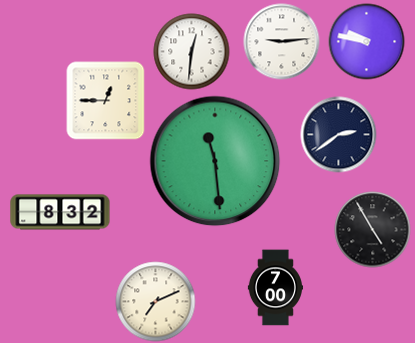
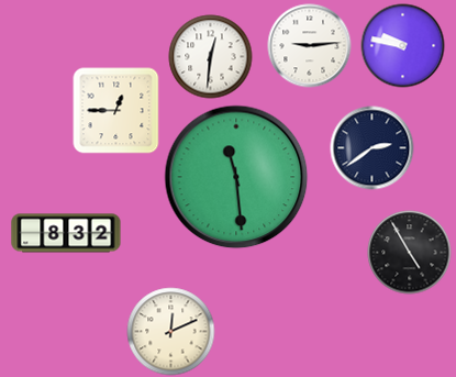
clock at (275, 288): 7:00 -> none
clock at (156, 302): 7:11 -> 12:11
